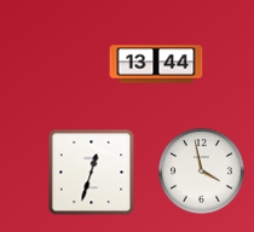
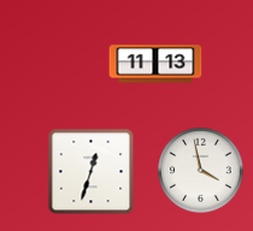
clock at (156, 64): 13:44 -> 11:13
